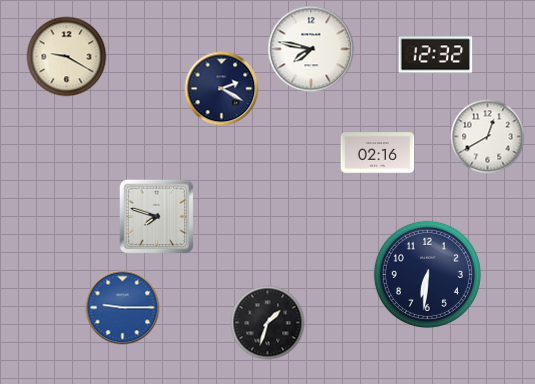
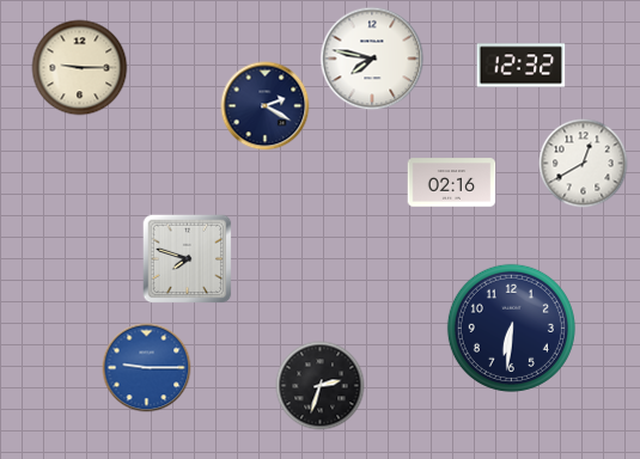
clock at (67, 57): 9:20 -> 9:15
clock at (268, 323): 1:33 -> 2:33
